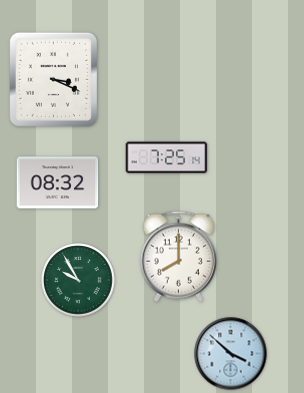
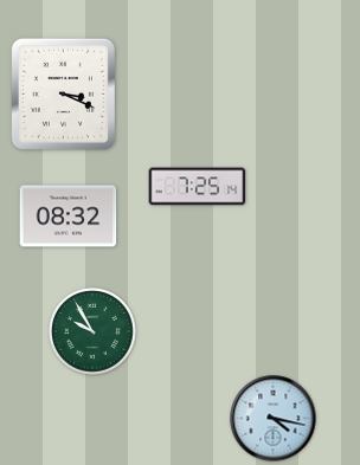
clock at (178, 256): 8:00 -> none
clock at (231, 354): 3:52 -> 4:17
